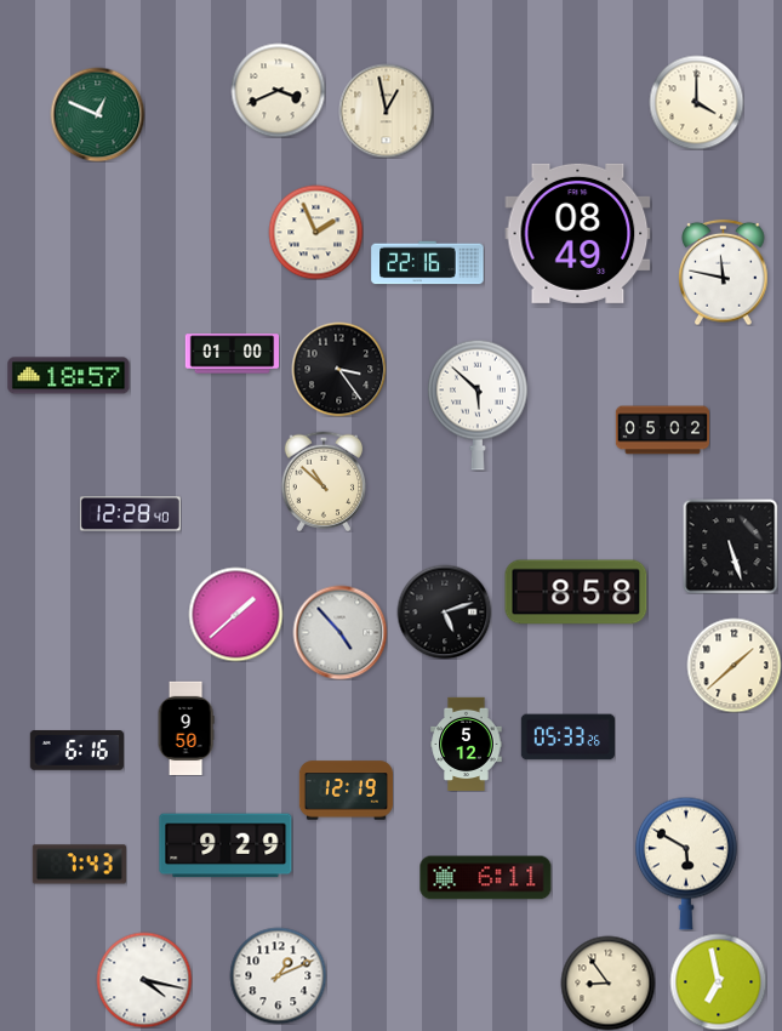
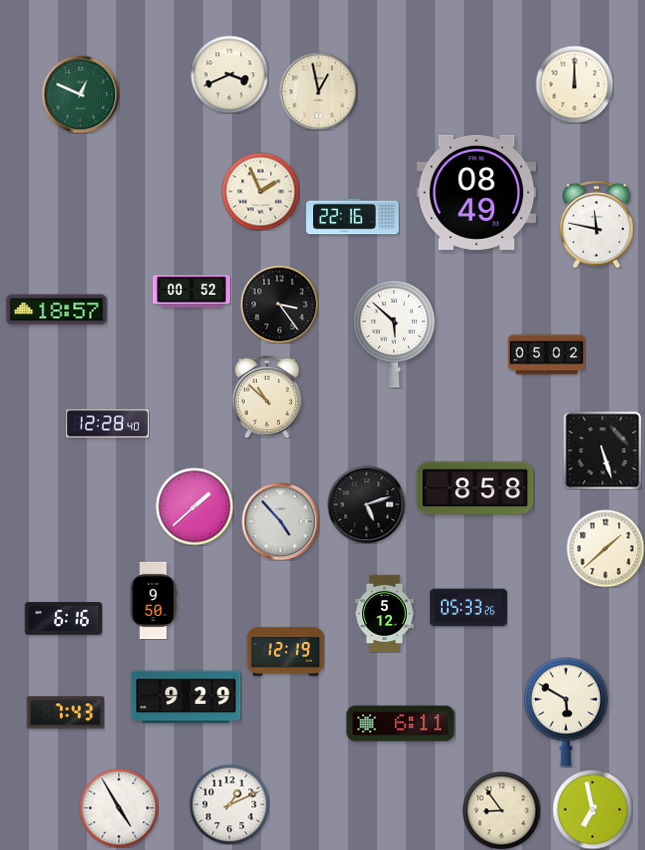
clock at (696, 102): 4:00 -> 12:00
clock at (232, 354): 01:00 -> 00:52
clock at (144, 980): 4:17 -> 4:55
